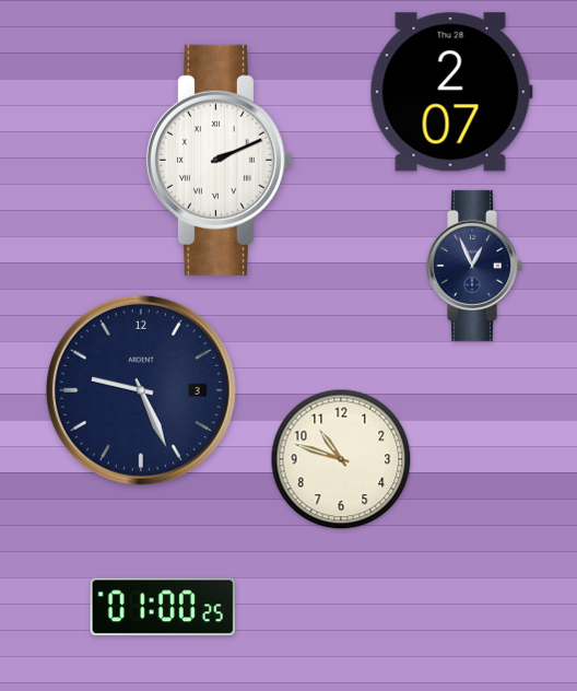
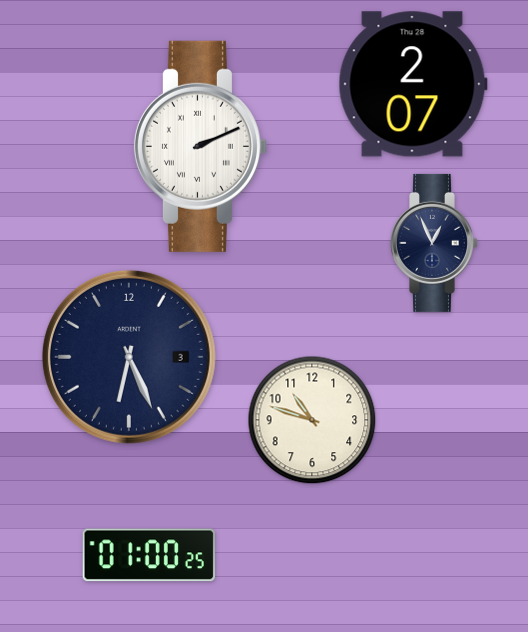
clock at (141, 390): 9:26 -> 6:26
